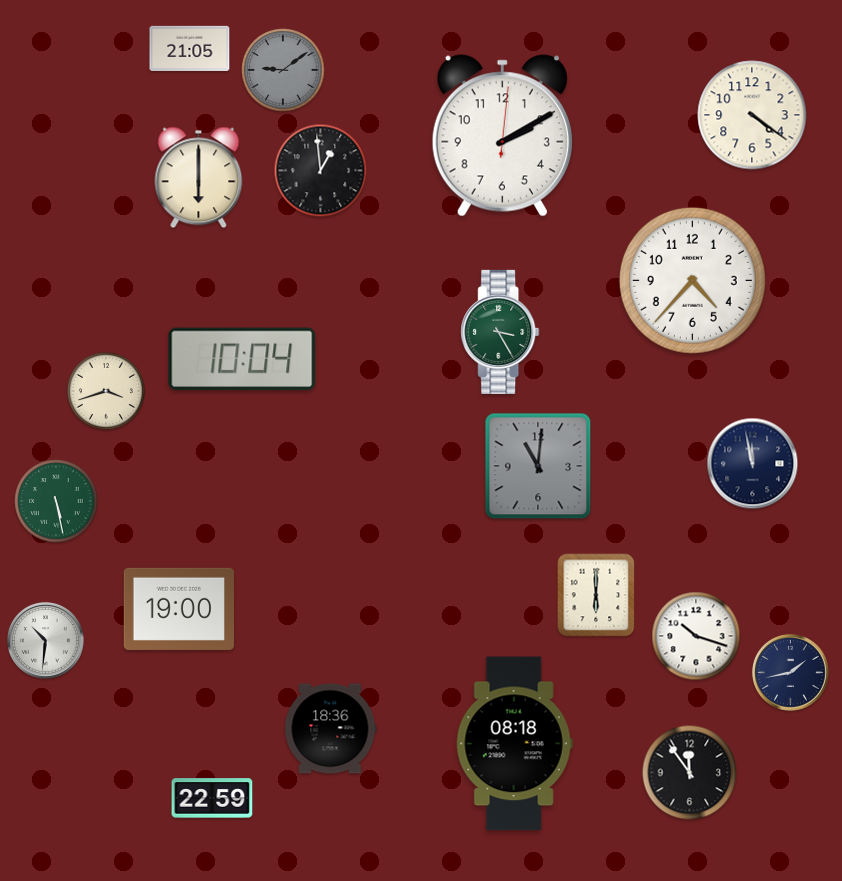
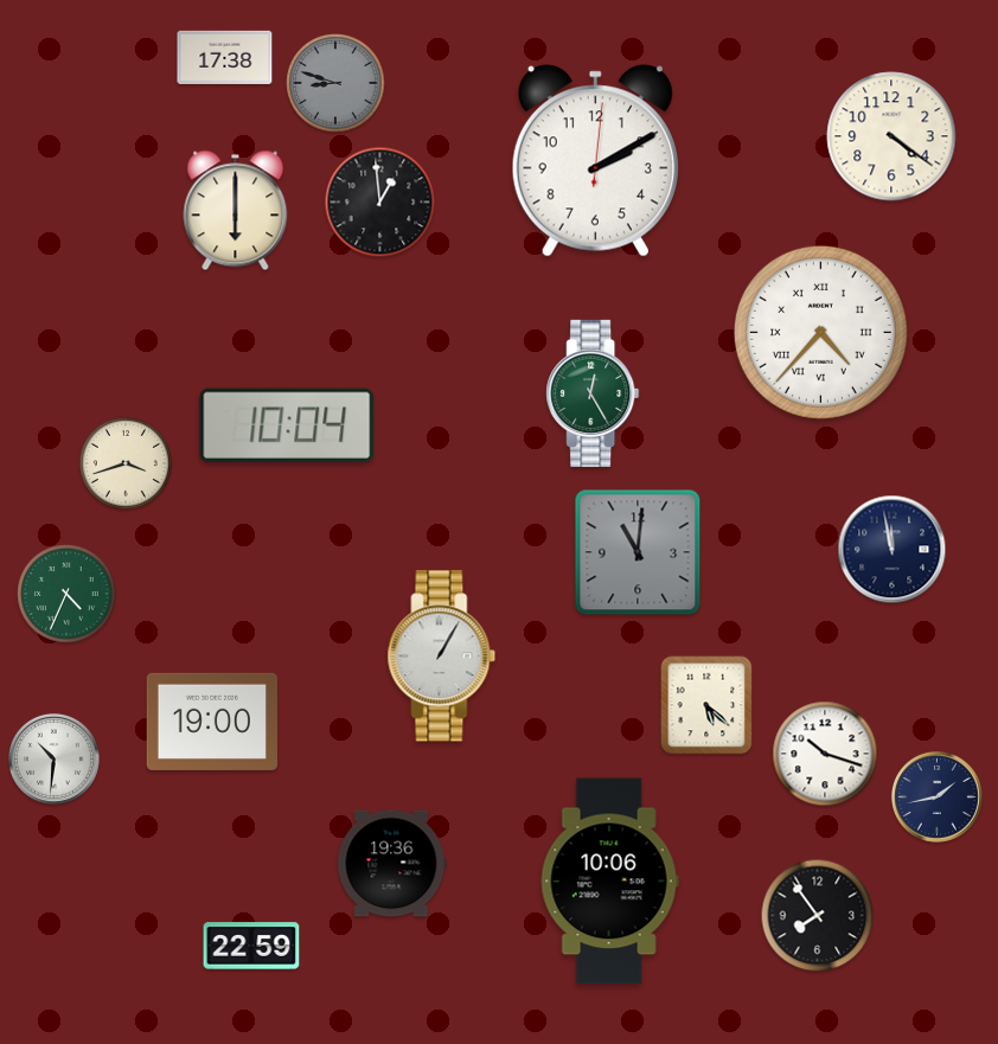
clock at (190, 48): 21:05 -> 17:38
clock at (283, 70): 9:09 -> 8:48
clock at (692, 280) numerals: Arabic -> Roman
clock at (500, 332): 3:25 -> 12:25
clock at (56, 501): 5:28 -> 4:34
clock at (442, 656): none -> 1:05
clock at (596, 595): 6:00 -> 5:22
clock at (331, 729): 18:36 -> 19:36
clock at (514, 744): 08:18 -> 10:06
clock at (690, 773): 11:54 -> 7:54
